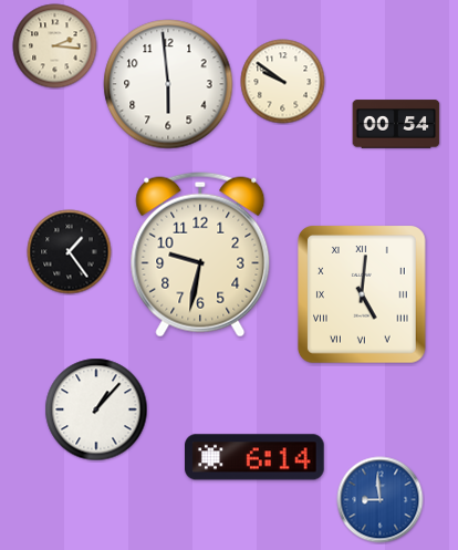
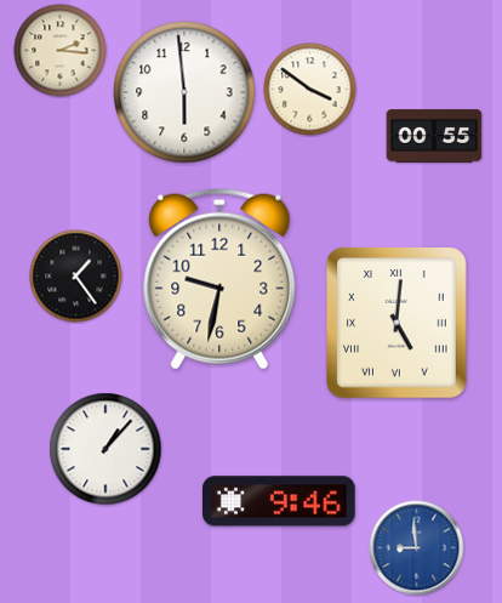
clock at (283, 82): 9:51 -> 3:51
clock at (396, 124): 00:54 -> 00:55
clock at (256, 457): 6:14 -> 9:46
